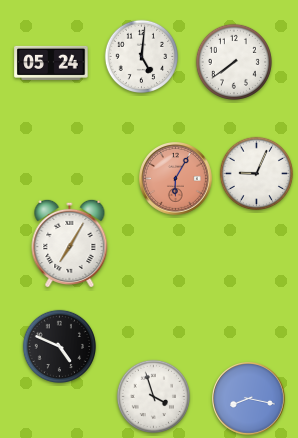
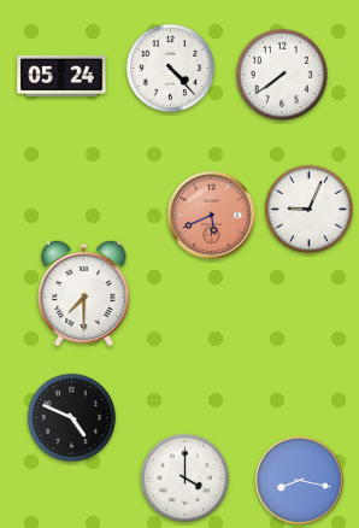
clock at (142, 57): 5:01 -> 4:23
clock at (176, 179): 6:05 -> 5:41
clock at (70, 242): 7:05 -> 7:30
clock at (154, 397): 3:57 -> 4:00
